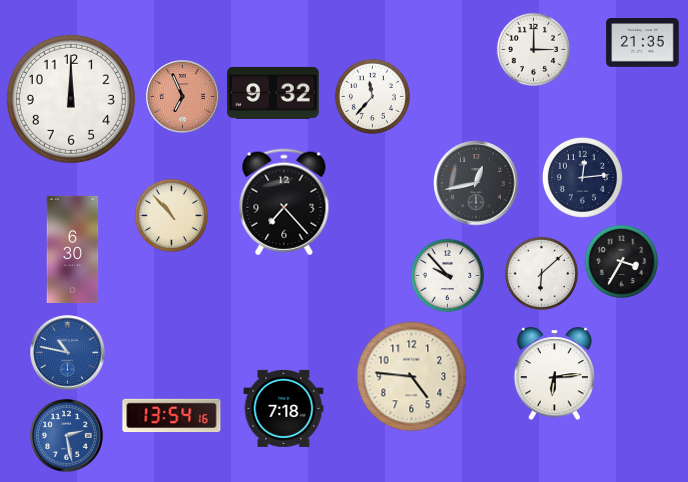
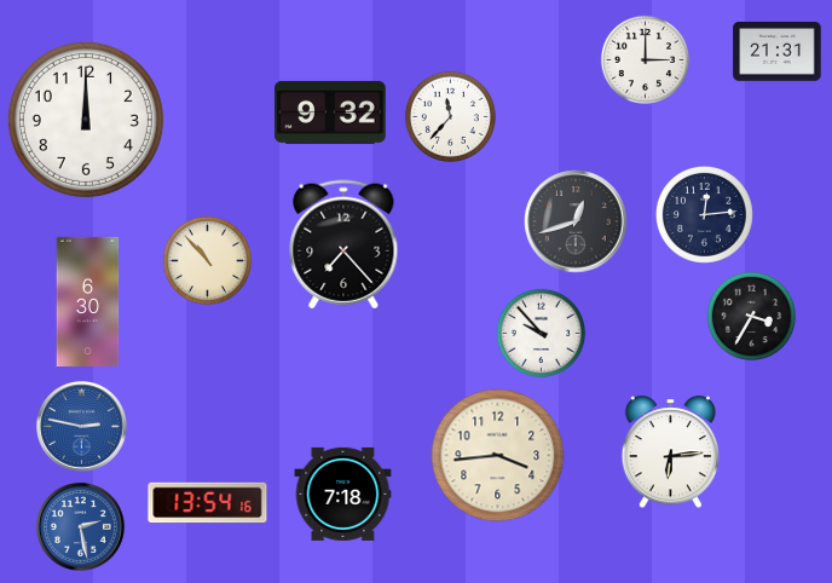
clock at (643, 43): 21:35 -> 21:31
clock at (183, 97): 6:56 -> none
clock at (476, 183): 12:43 -> 12:42
clock at (541, 273): 6:08 -> none
clock at (68, 353): 10:47 -> 2:47
clock at (412, 377): 4:46 -> 3:44
